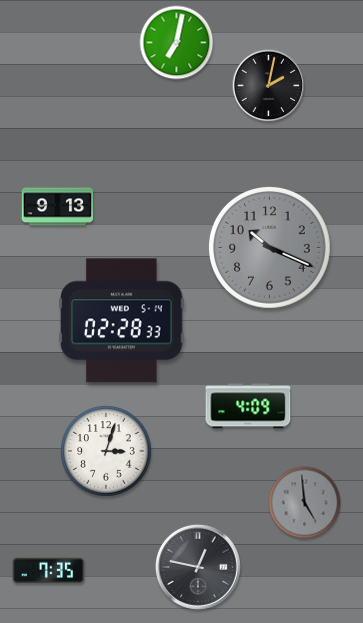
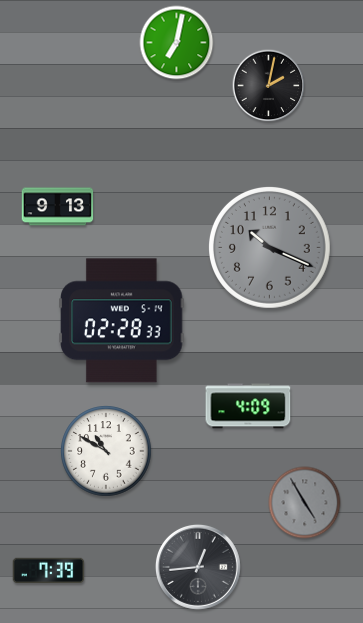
clock at (106, 451): 3:03 -> 10:50
clock at (305, 503): 4:59 -> 4:55
clock at (198, 567): 12:47 -> 12:44
clock at (49, 571): 7:35 -> 7:39
